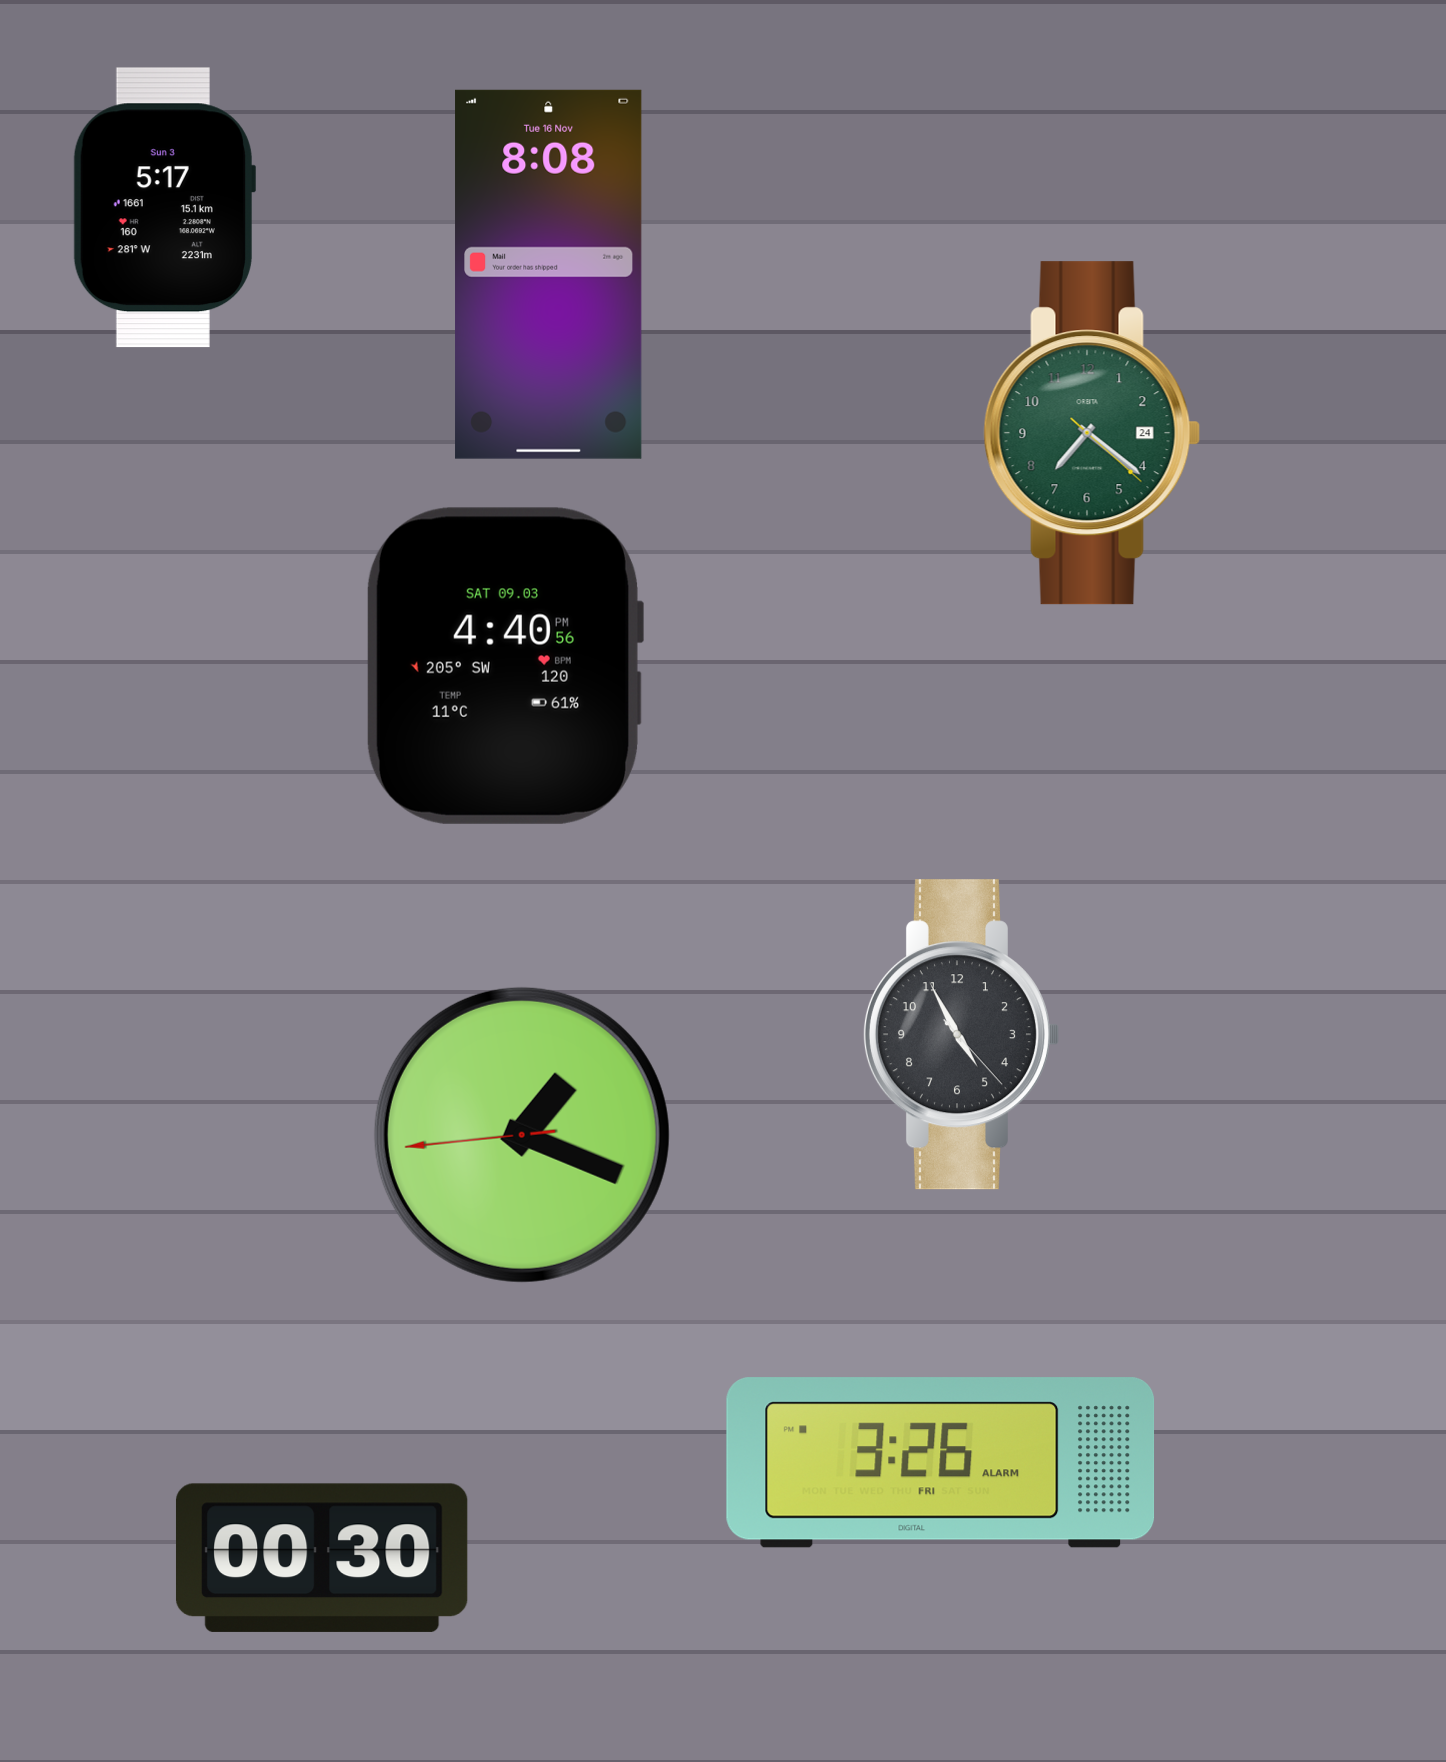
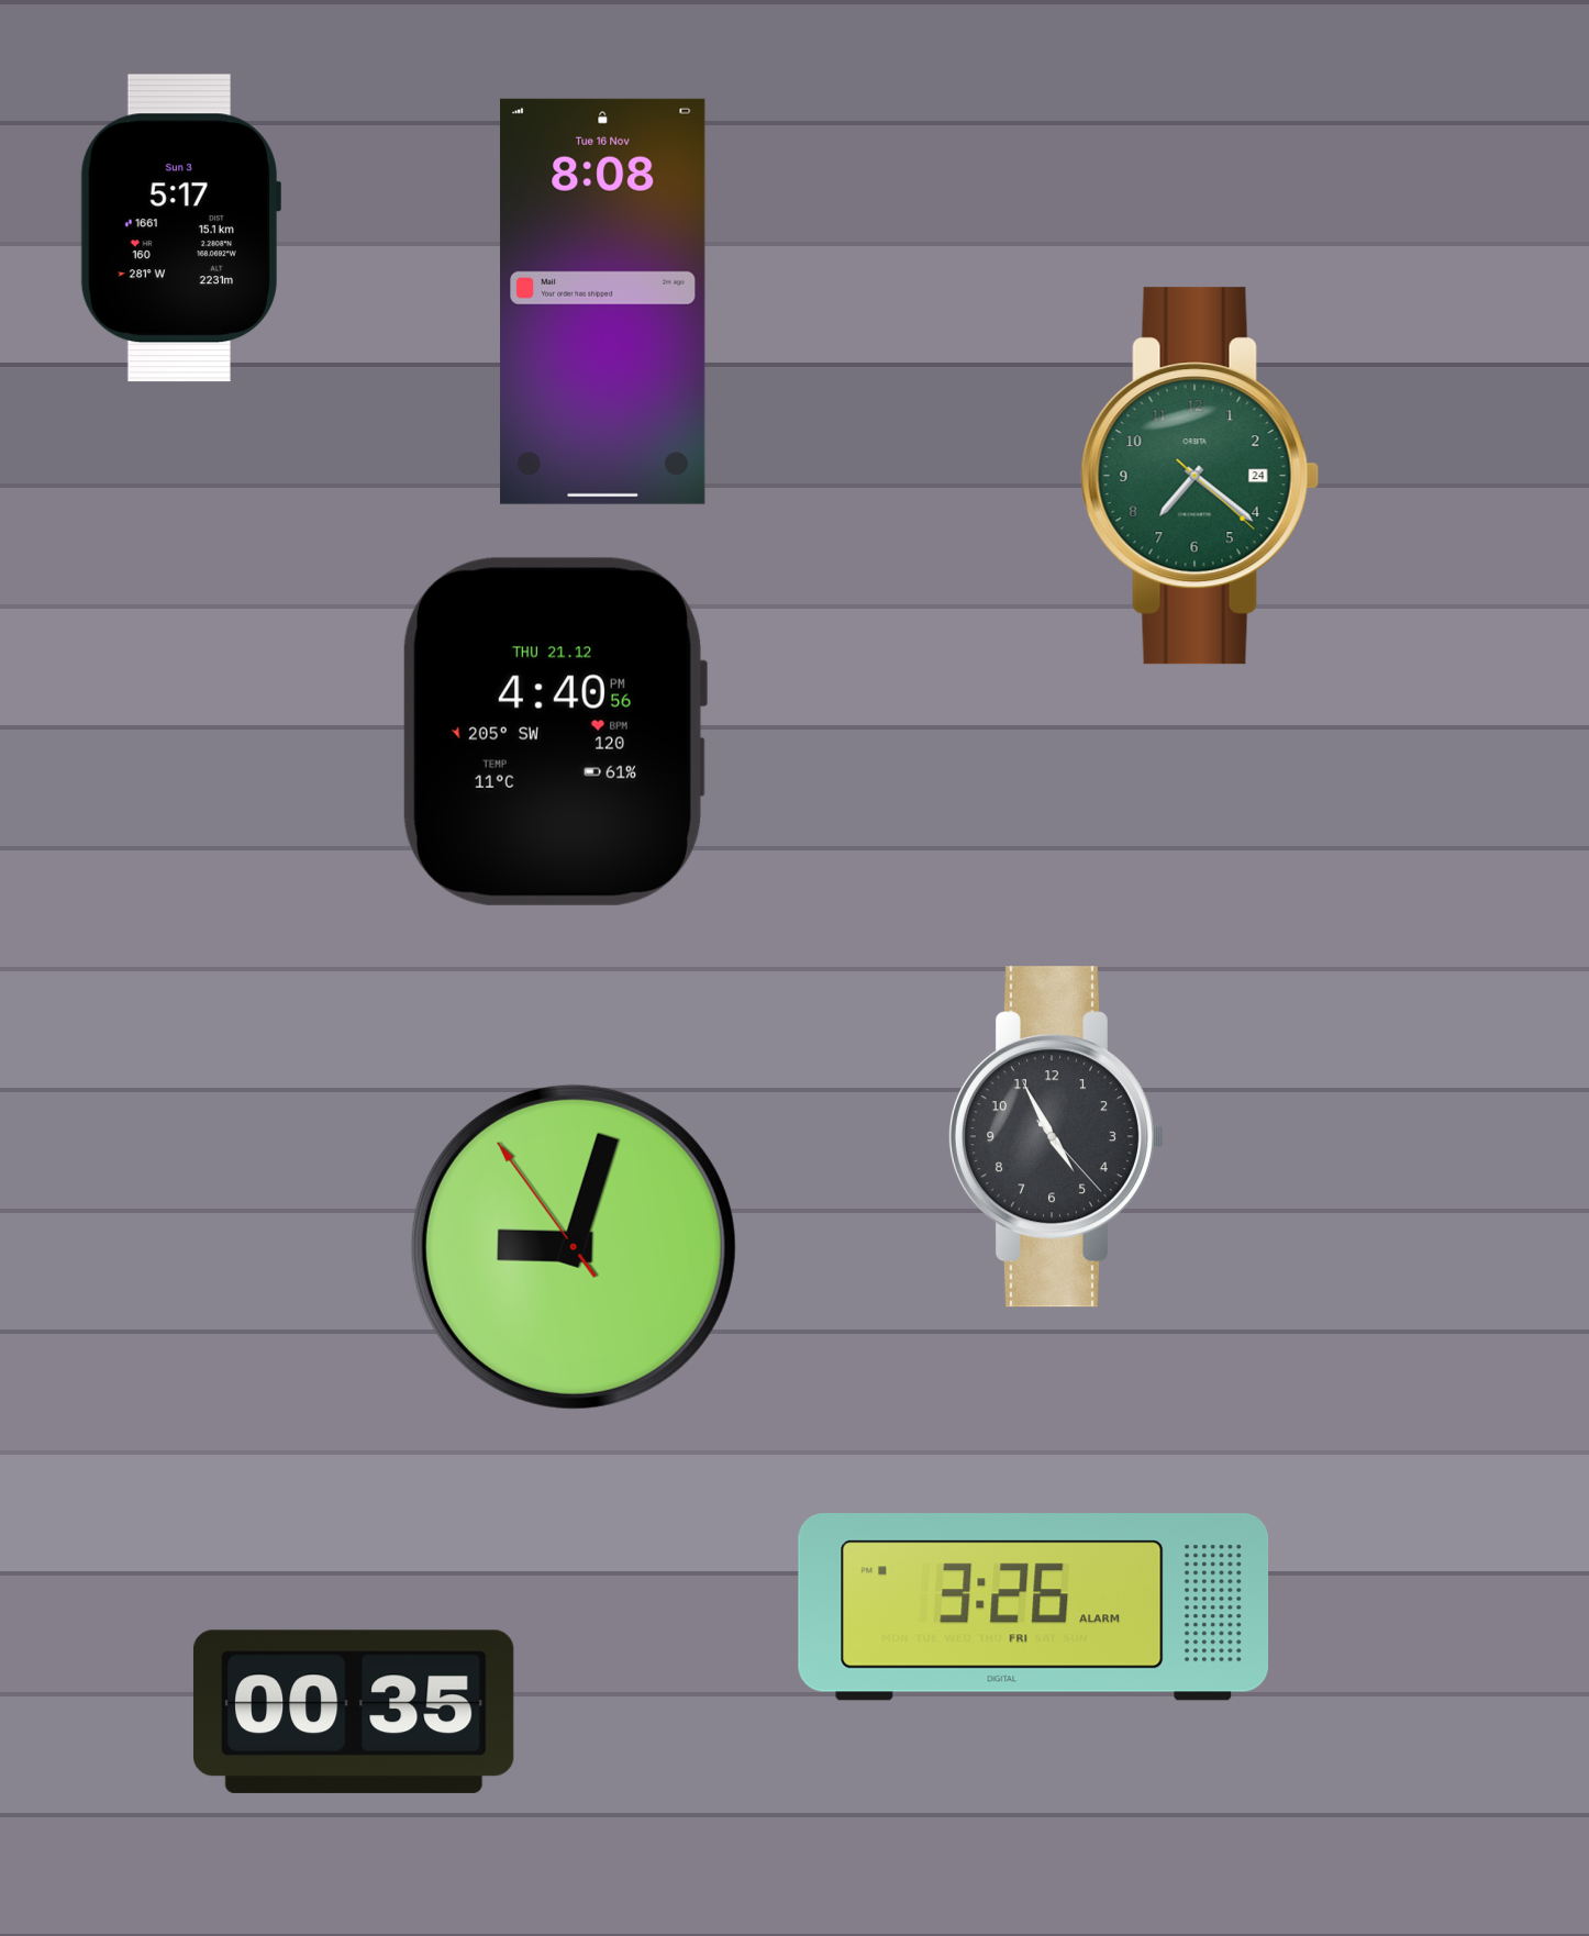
clock at (504, 666) date: SAT 09.03 -> THU 21.12
clock at (522, 1135): 1:18 -> 9:02
clock at (322, 1558): 00:30 -> 00:35
